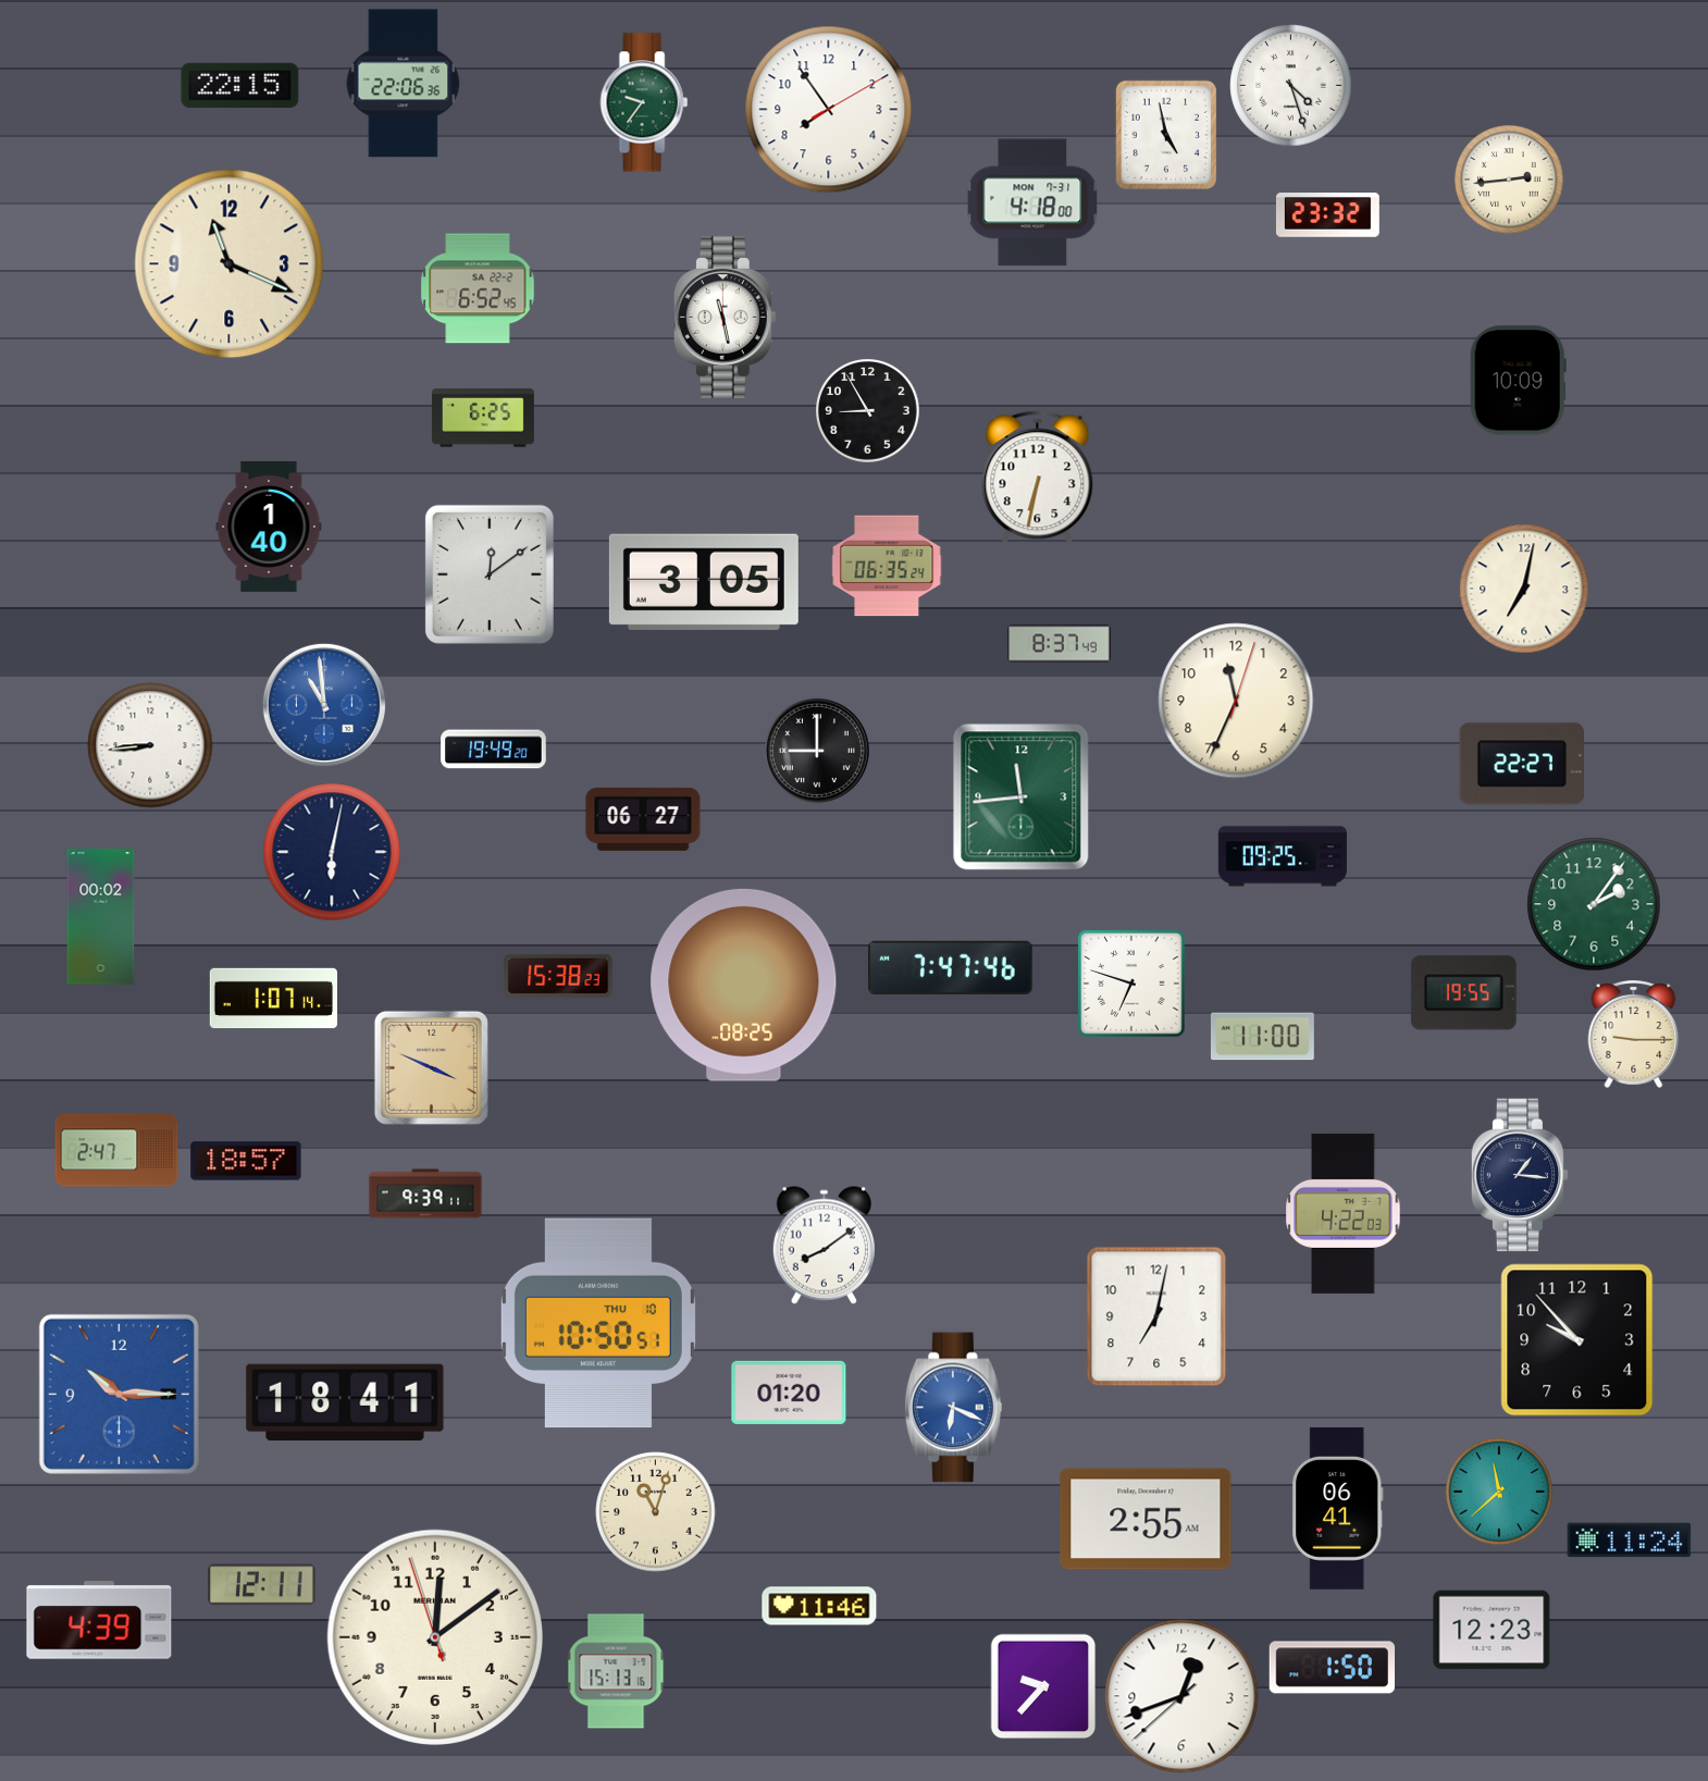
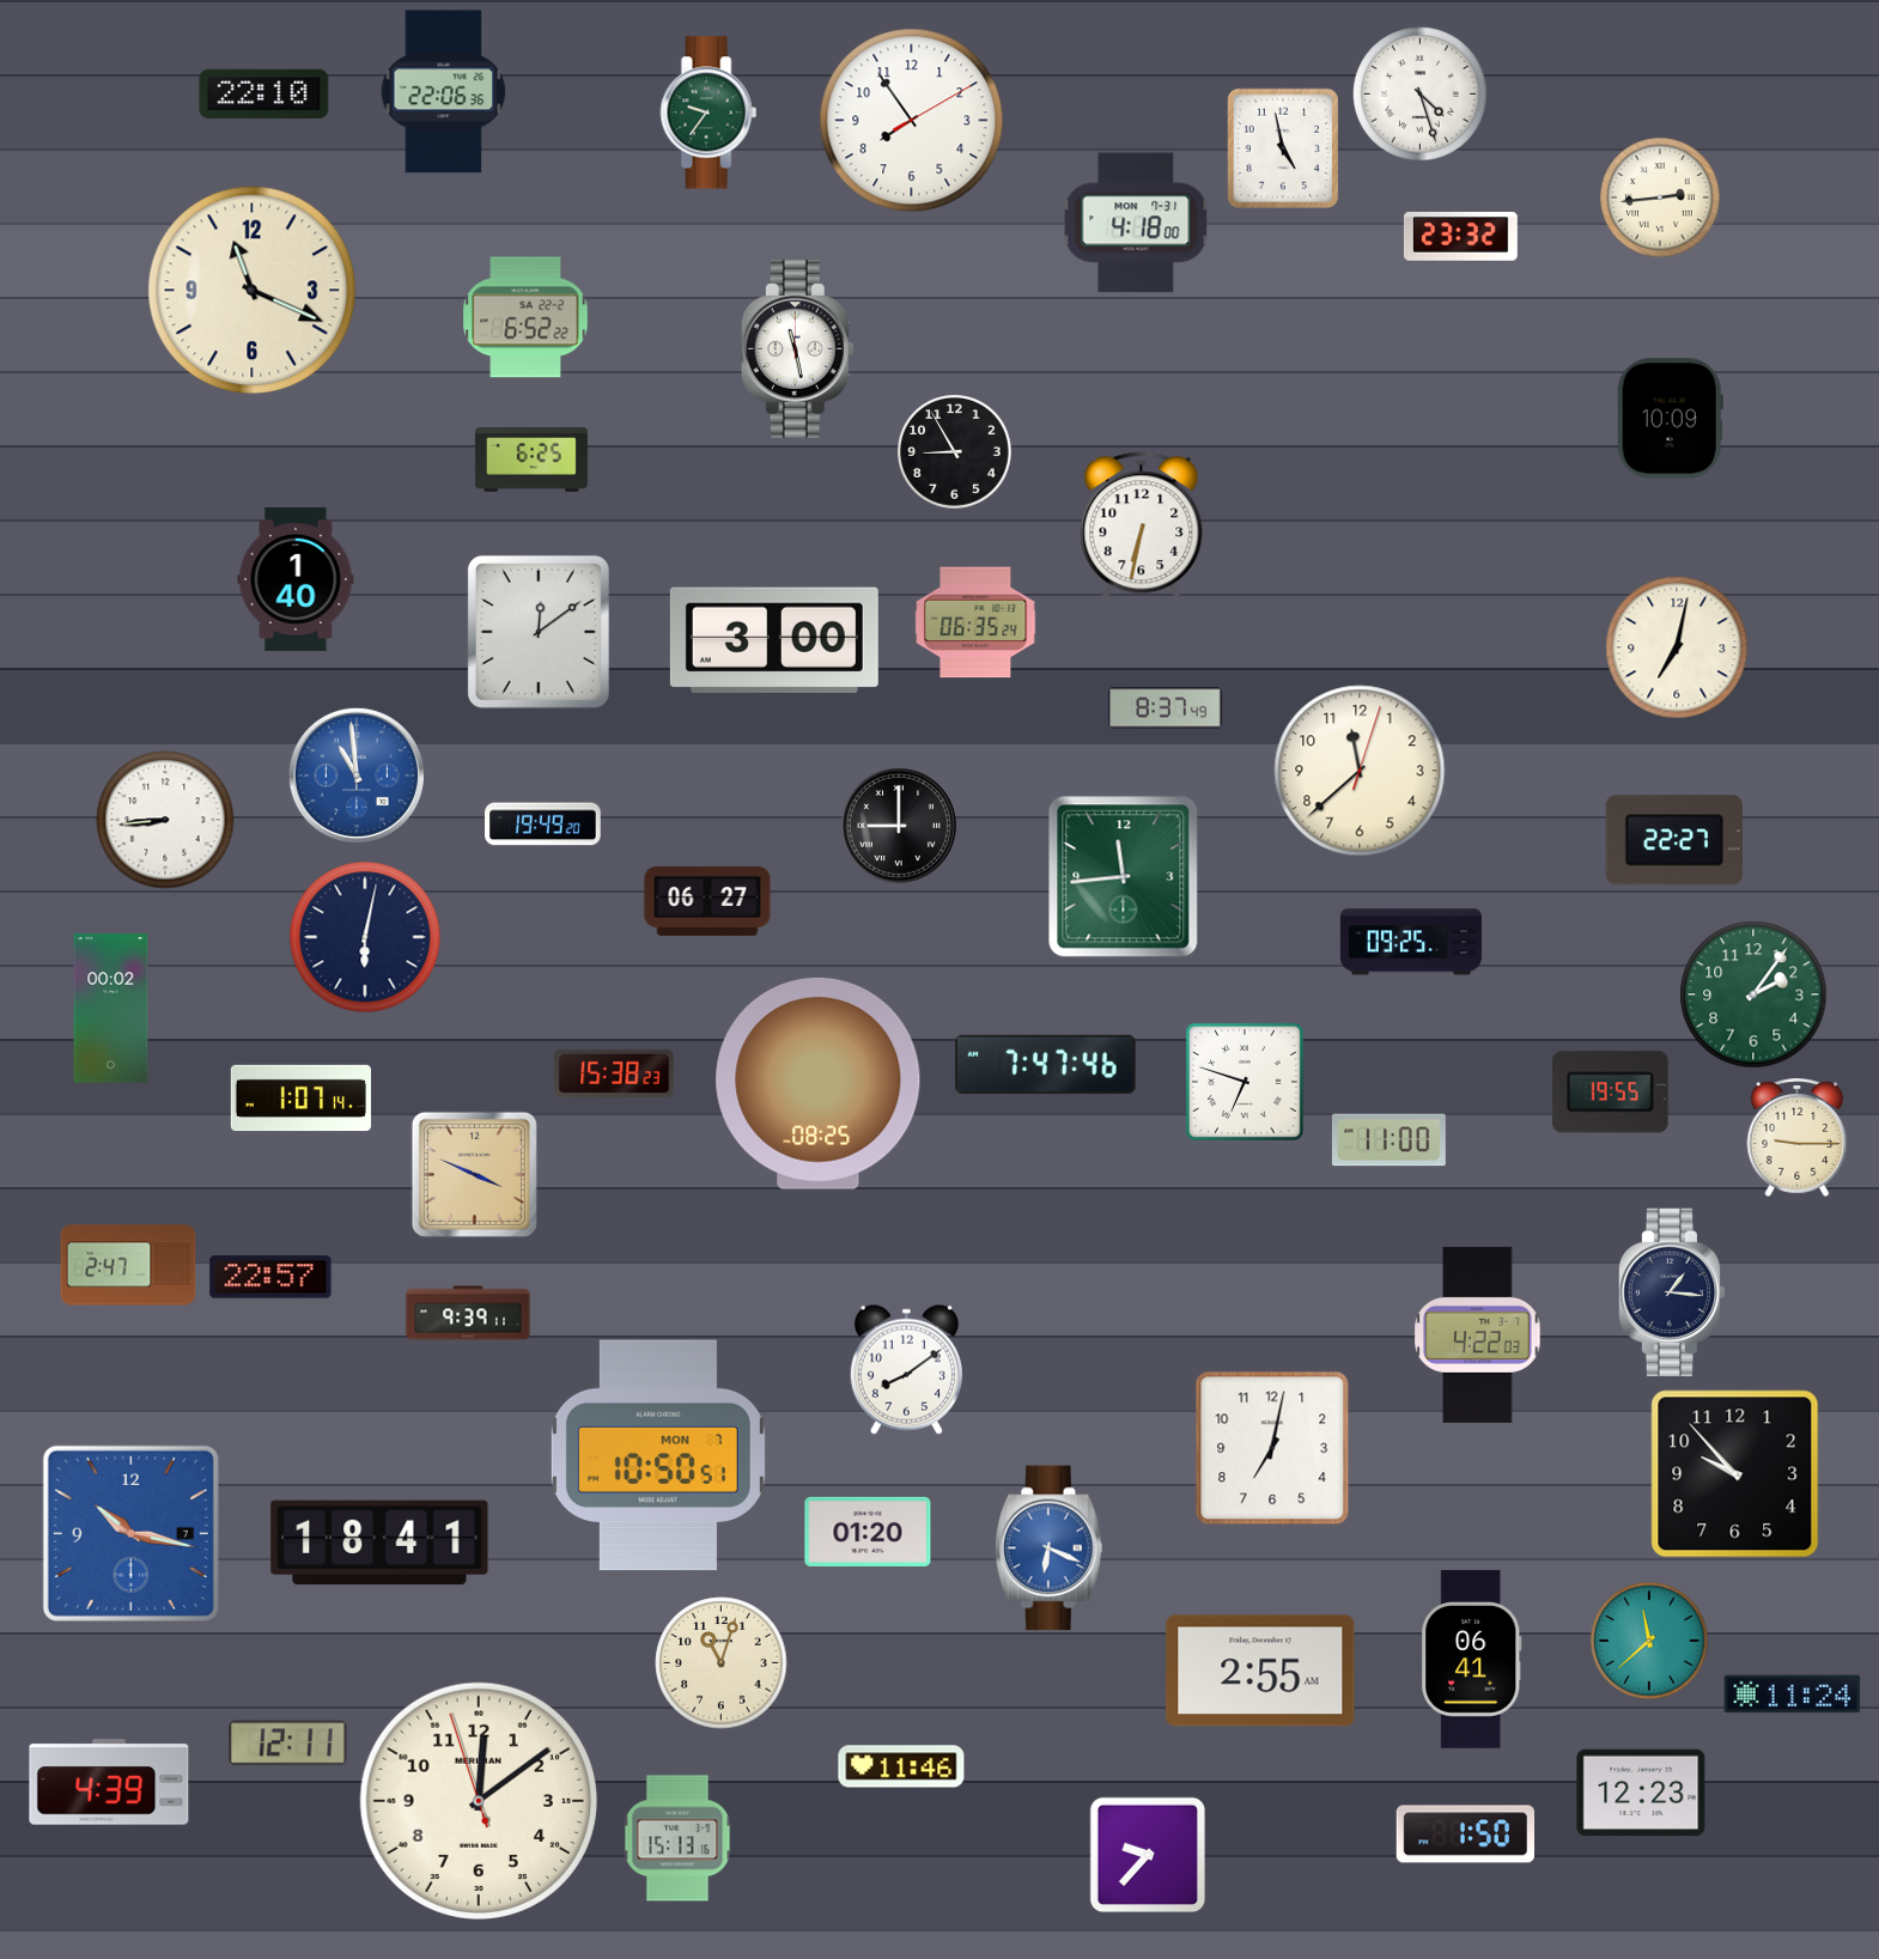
clock at (240, 86): 22:15 -> 22:10
clock at (478, 288): 6:52:45 -> 6:52:22
clock at (704, 582): 3:05 -> 3:00
clock at (1236, 701): 11:34 -> 11:38
clock at (246, 1161): 18:57 -> 22:57
clock at (598, 1323) date: THU 10 -> MON 7
clock at (119, 1394): 10:15 -> 10:17
clock at (1181, 1696): 12:41 -> none
